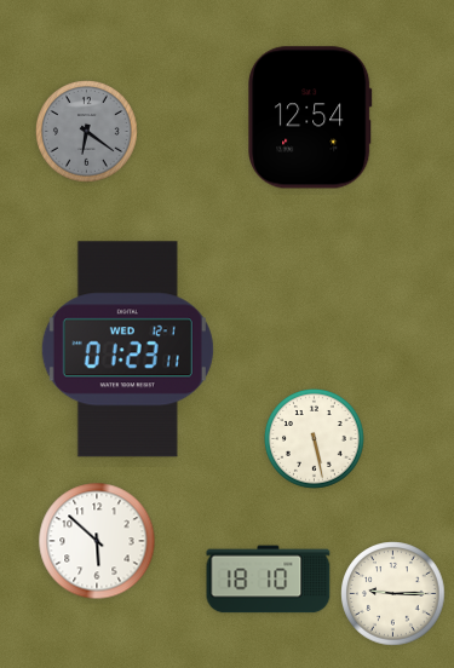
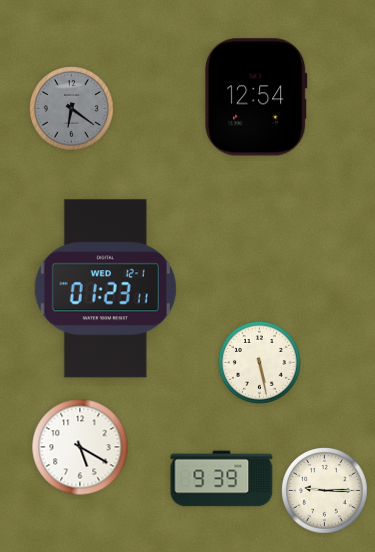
clock at (97, 541): 5:52 -> 5:20
clock at (269, 580): 18:10 -> 9:39
